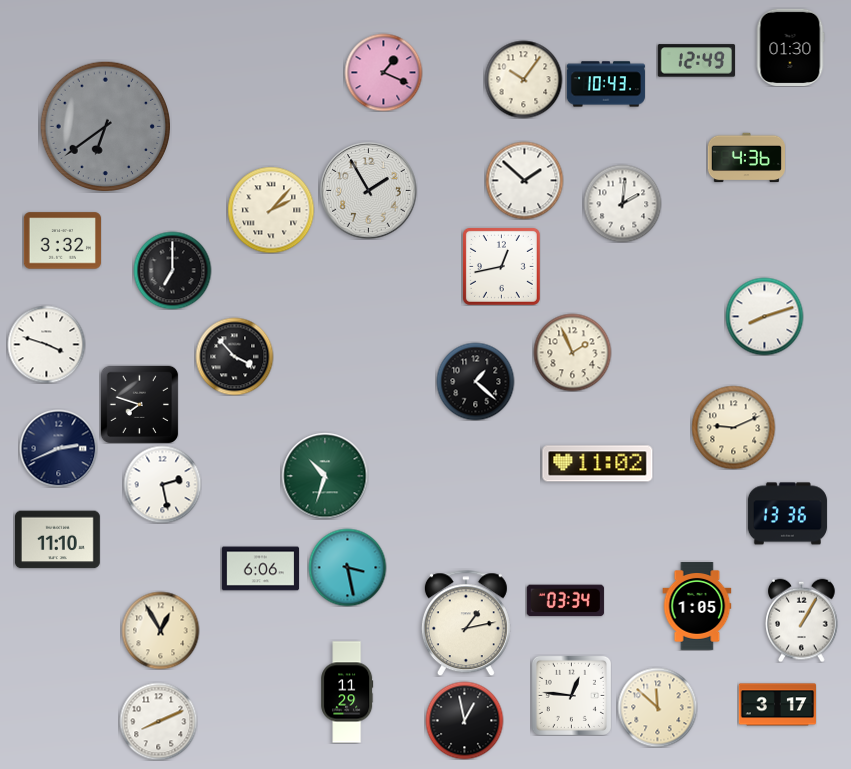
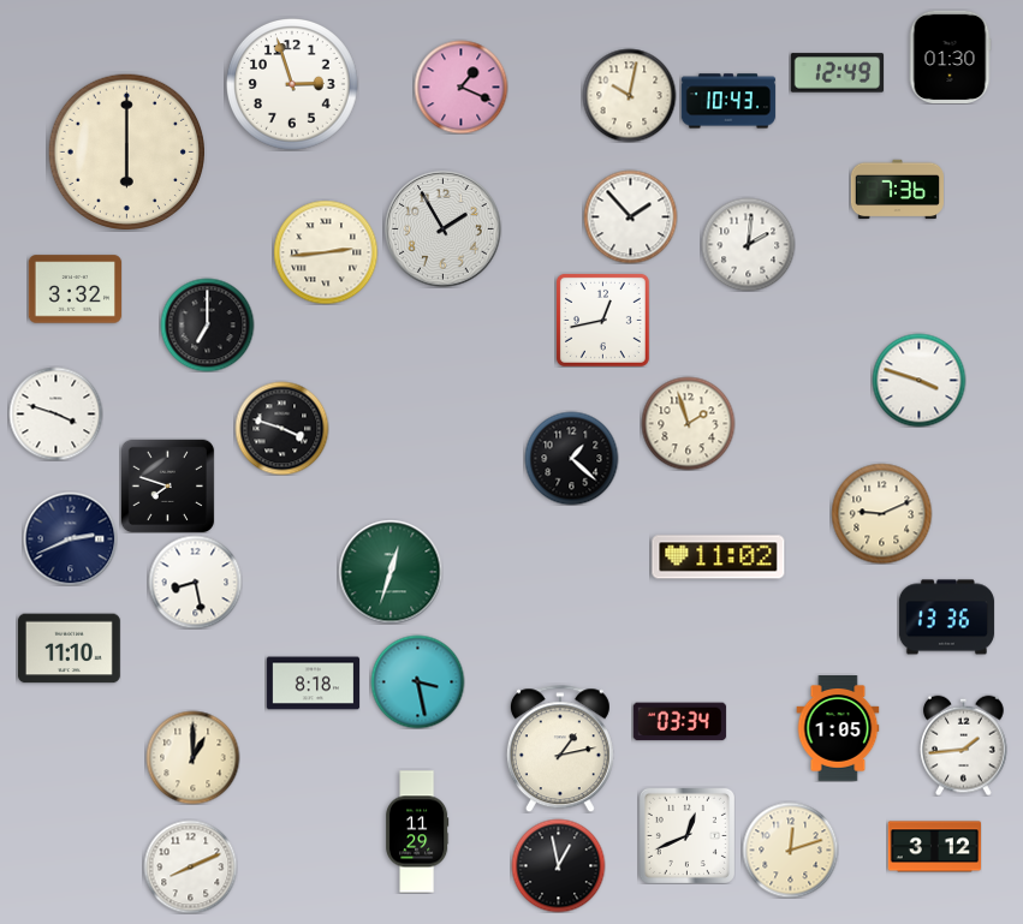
clock at (293, 85): none -> 2:57
clock at (523, 79): 10:06 -> 10:02
clock at (105, 126): 6:39 -> 6:00
clock at (105, 126) dial: grey -> cream
clock at (746, 158): 4:36 -> 7:36
clock at (524, 180): 1:52 -> 1:53
clock at (271, 210): 2:07 -> 2:44
clock at (764, 316): 8:12 -> 3:48
clock at (572, 352): 1:56 -> 1:57
clock at (234, 356): 3:53 -> 3:48
clock at (325, 476): 10:33 -> 12:33
clock at (162, 484): 2:28 -> 8:28
clock at (260, 569): 6:06 -> 8:18
clock at (802, 620): 1:05 -> 1:44
clock at (160, 630): 12:55 -> 1:00
clock at (571, 695): 12:46 -> 12:41
clock at (777, 705): 3:17 -> 3:12
clock at (657, 707): 11:52 -> 12:12
